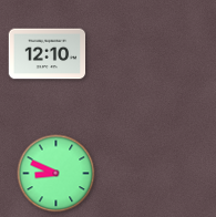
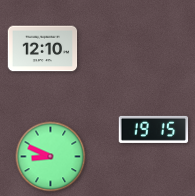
clock at (154, 129): none -> 19:15
